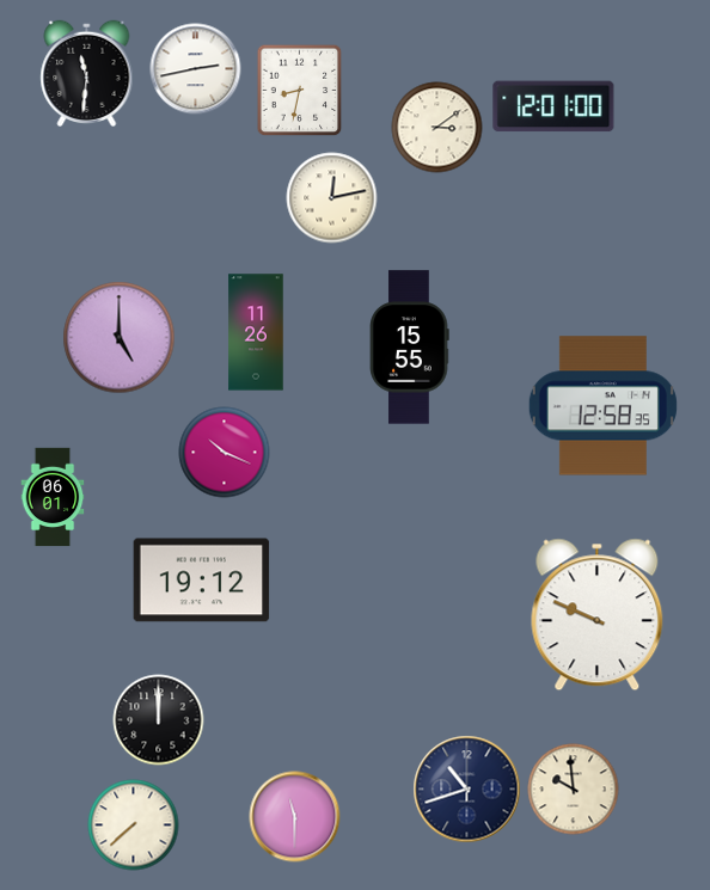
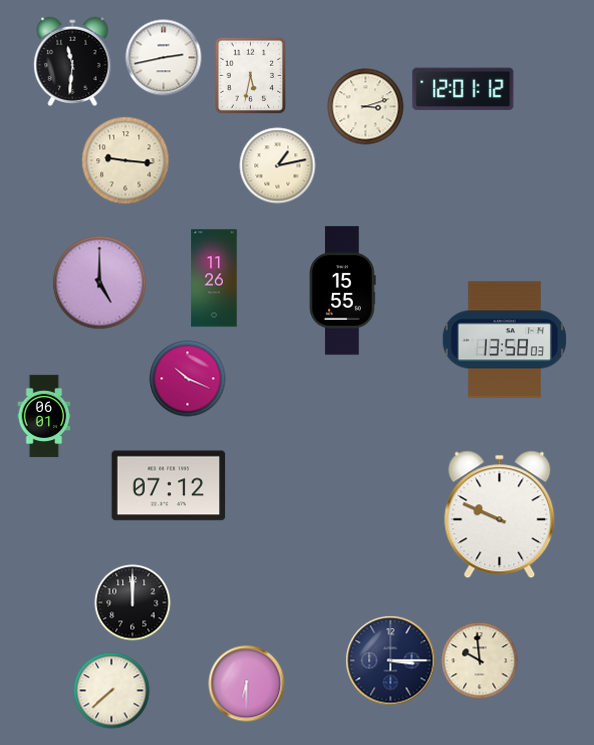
clock at (300, 90): 8:32 -> 5:32
clock at (553, 106): 12:01:00 -> 12:01:12
clock at (437, 128): 3:09 -> 3:12
clock at (126, 161): none -> 9:16
clock at (332, 198): 12:13 -> 1:13
clock at (602, 406): 12:58 -> 13:58
clock at (202, 581): 19:12 -> 07:12
clock at (467, 790): 10:42 -> 3:15
clock at (295, 817): 11:30 -> 6:30
